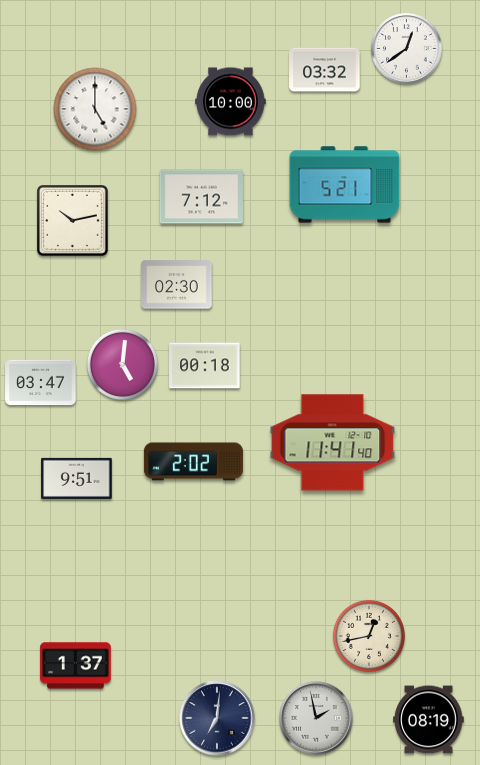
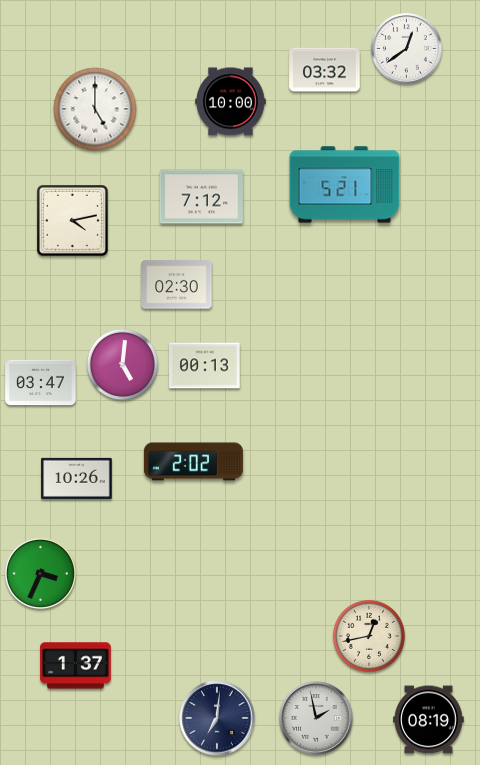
clock at (73, 221): 10:13 -> 4:13
clock at (205, 366): 00:18 -> 00:13
clock at (333, 443): 11:41 -> none
clock at (77, 478): 9:51 -> 10:26
clock at (40, 573): none -> 3:34
